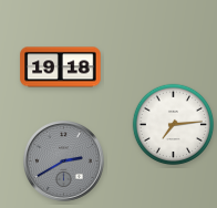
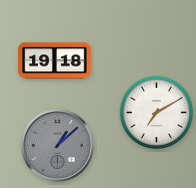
clock at (174, 125): 7:14 -> 7:10
clock at (64, 162): 2:40 -> 1:08
